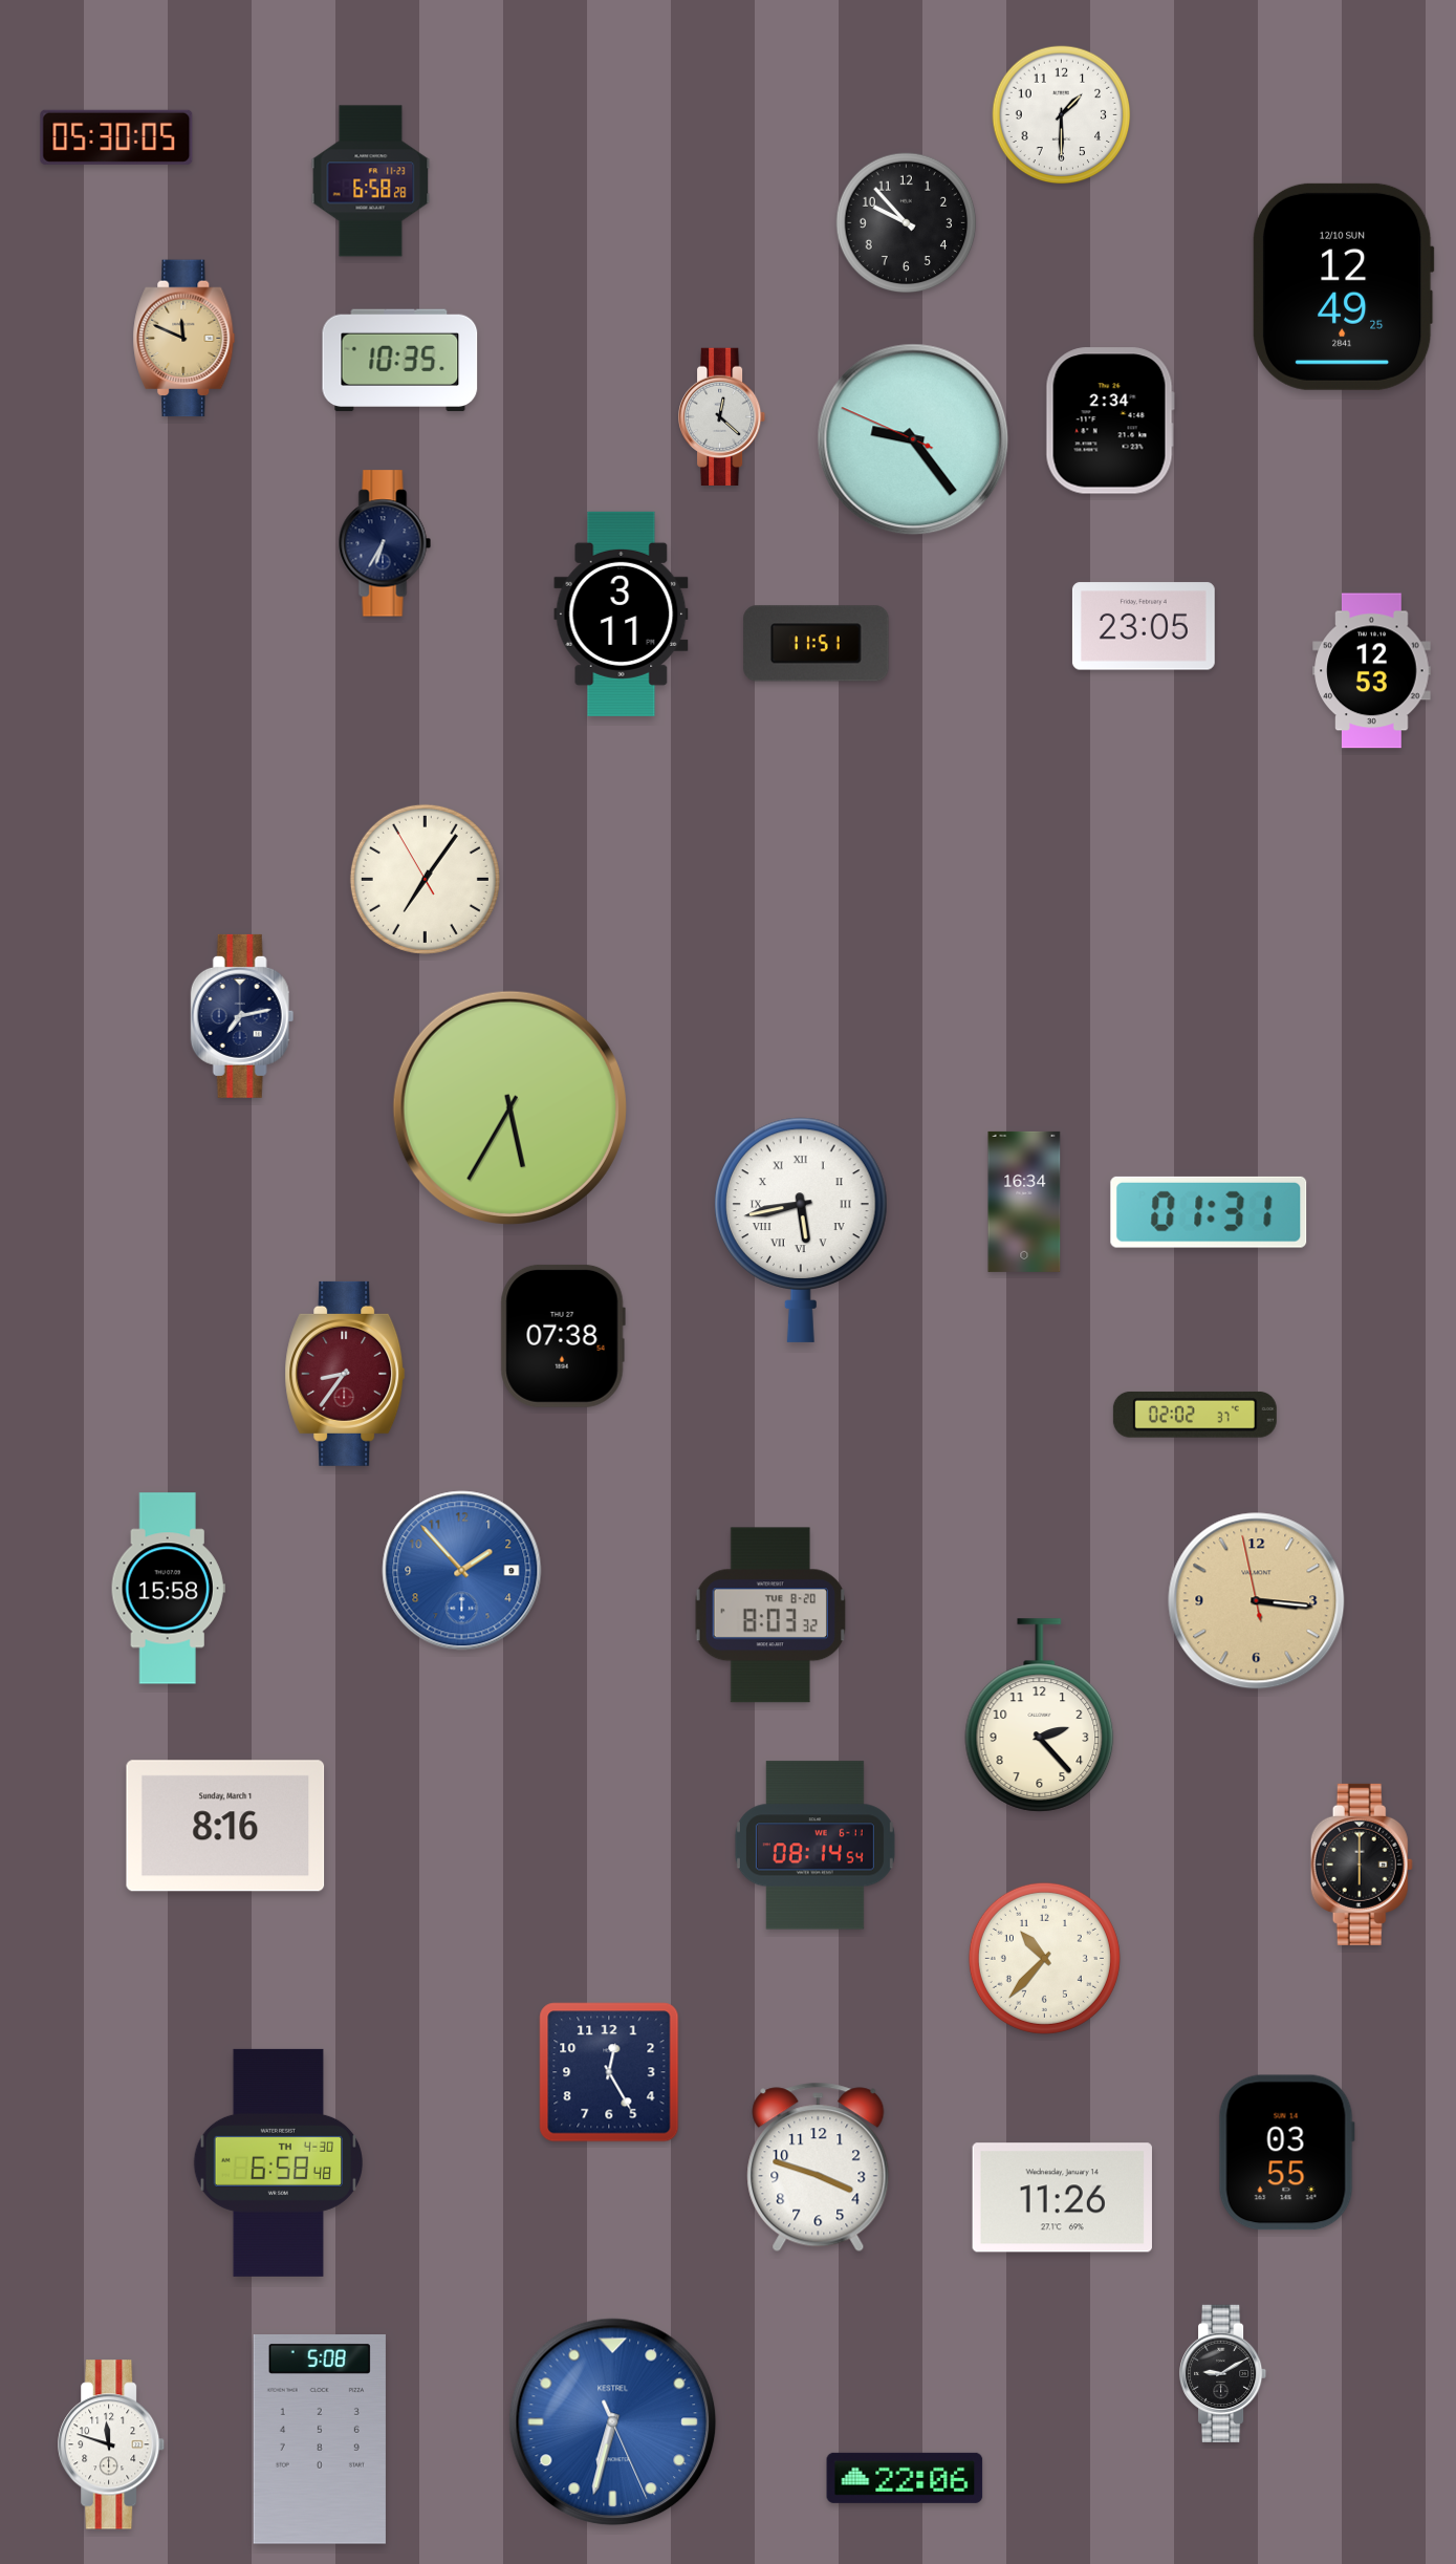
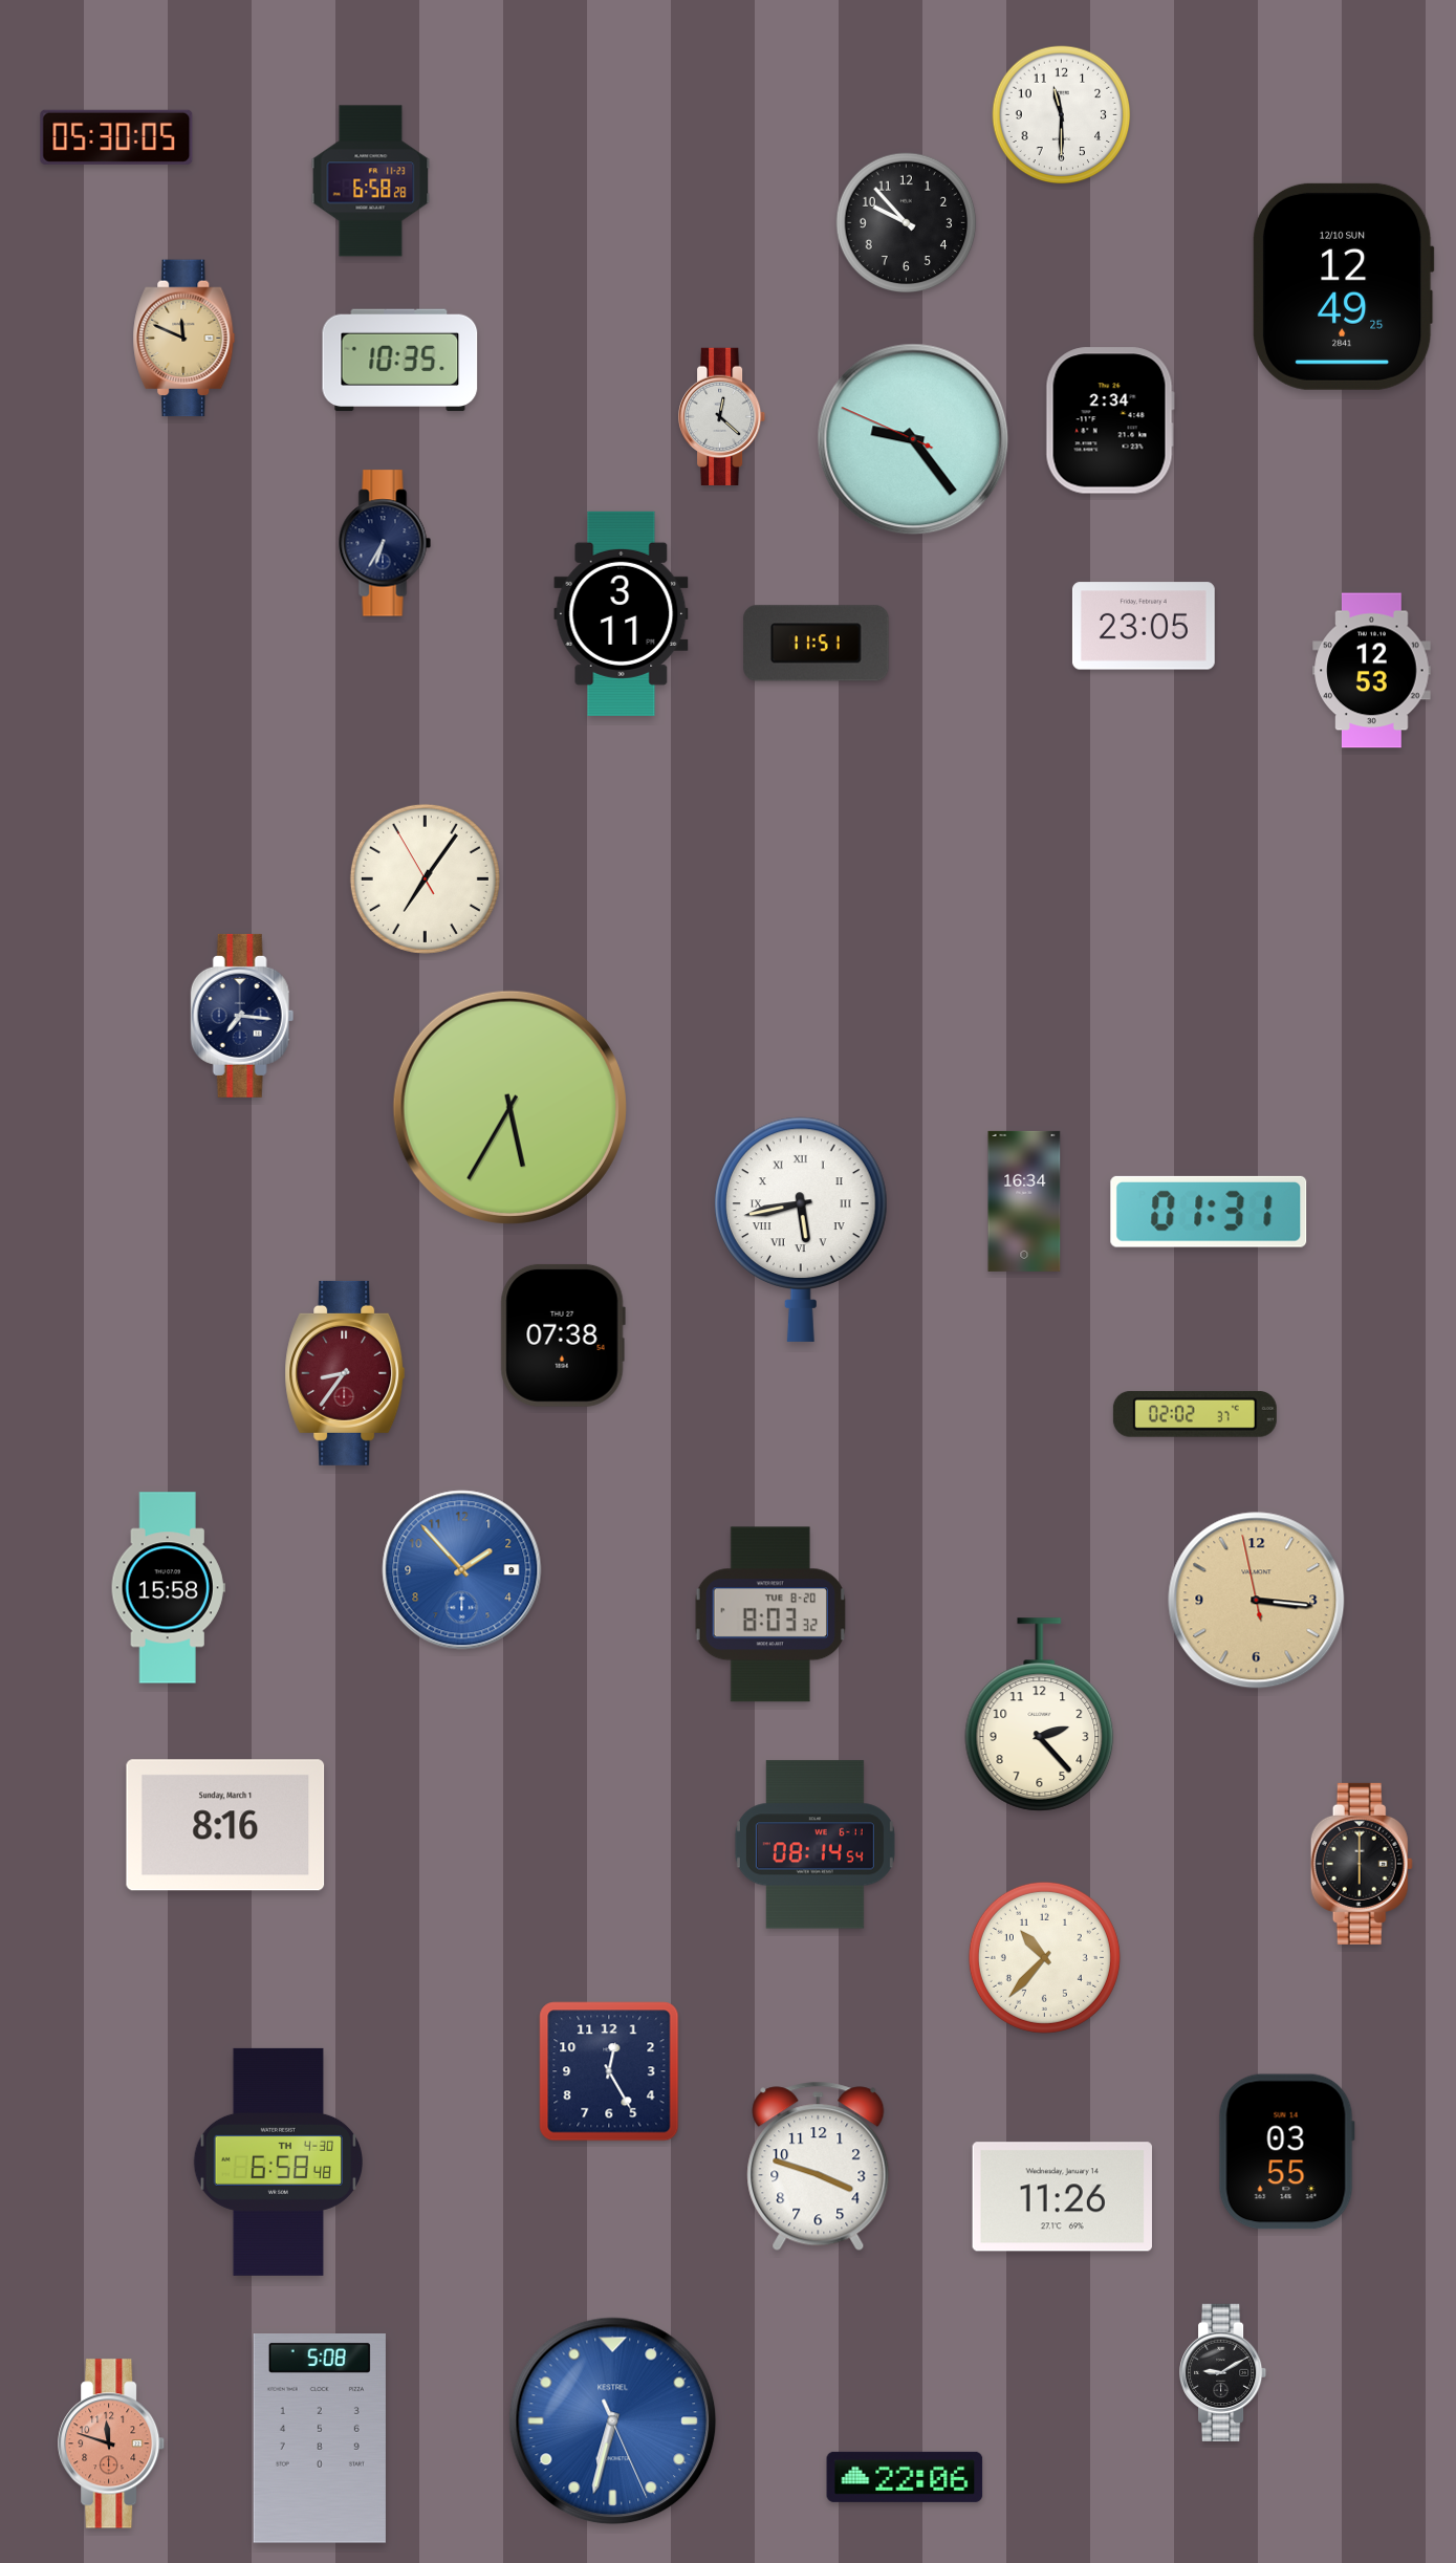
clock at (1062, 115): 1:30 -> 11:30
clock at (242, 1016): 7:13 -> 7:16
clock at (112, 2444) dial: white -> salmon
